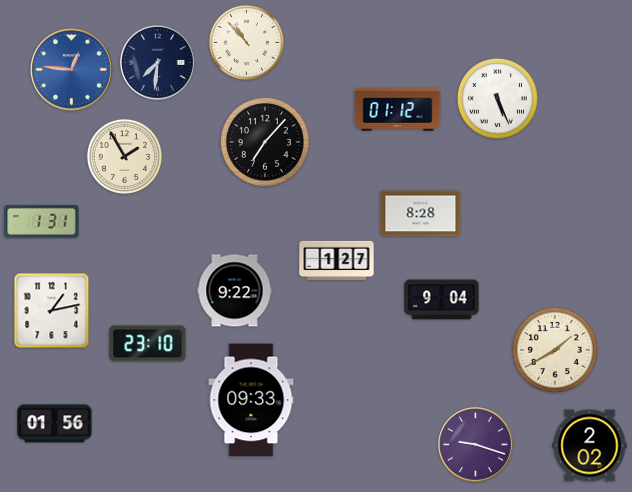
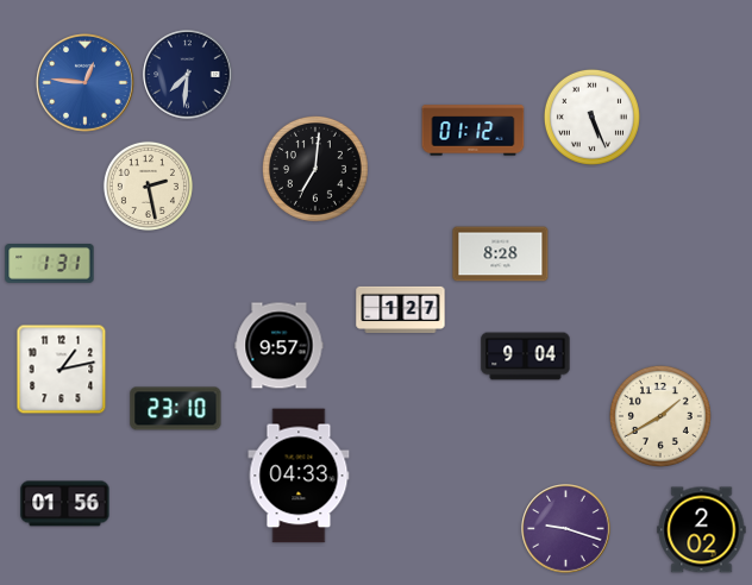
clock at (246, 42): 10:53 -> none
clock at (265, 142): 7:07 -> 7:01
clock at (124, 156): 1:55 -> 2:28
clock at (235, 291): 9:22 -> 9:57
clock at (251, 400): 09:33 -> 04:33
